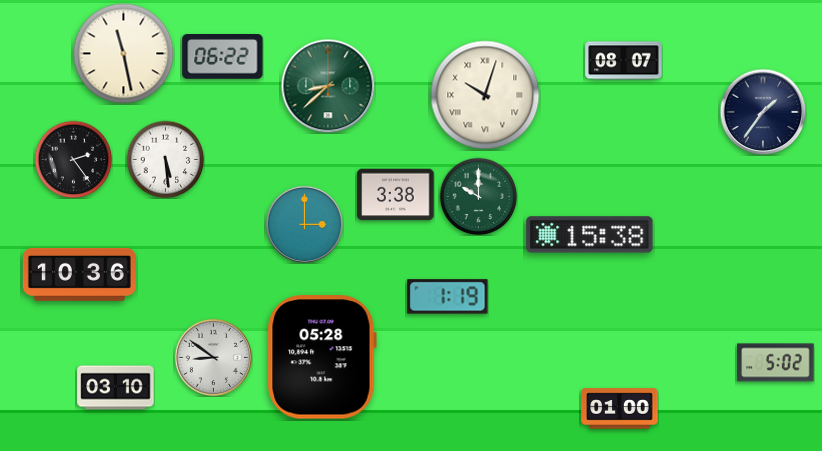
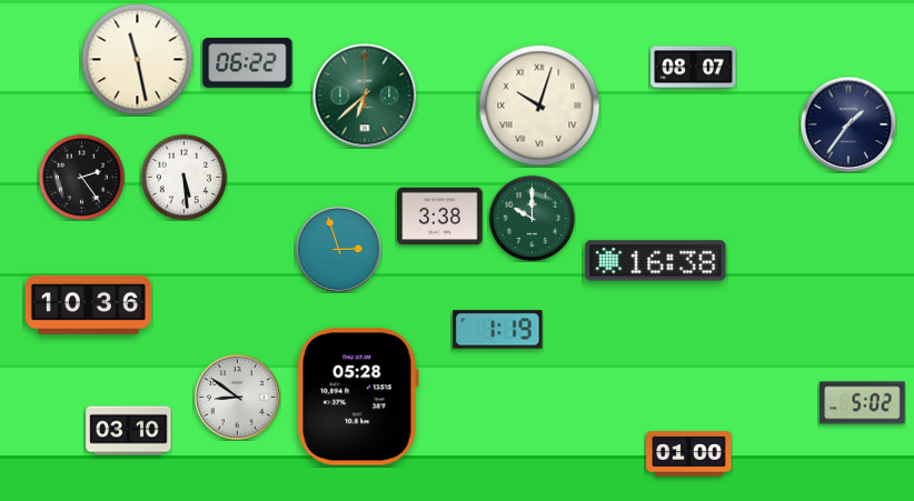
clock at (328, 86): 8:38 -> 6:38
clock at (304, 224): 3:00 -> 2:57
clock at (590, 235): 15:38 -> 16:38
